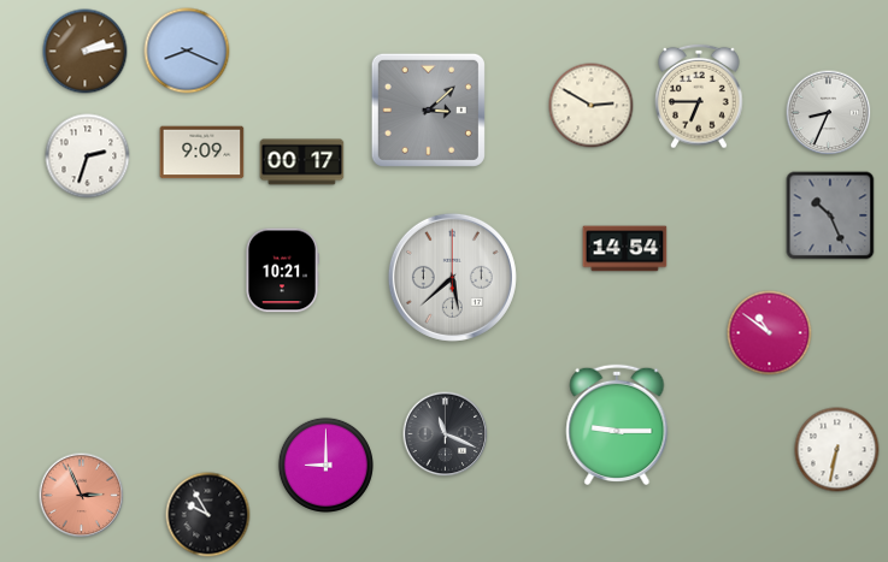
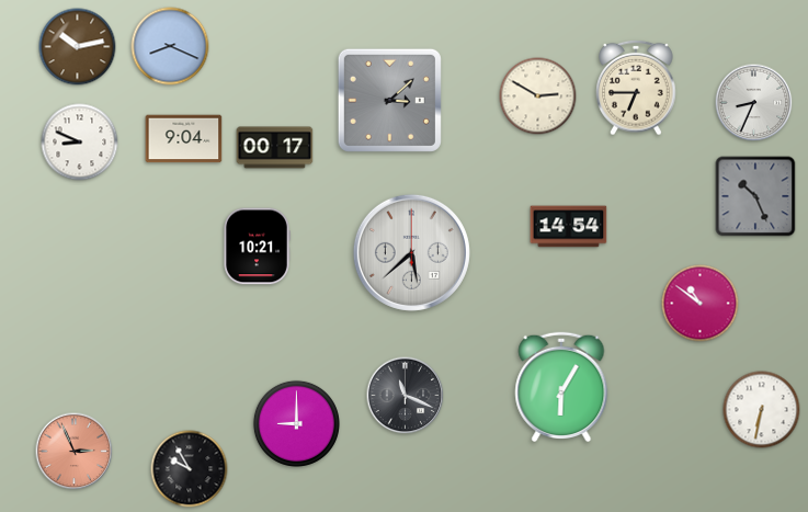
clock at (86, 52): 2:13 -> 10:13
clock at (202, 153): 9:09 -> 9:04
clock at (88, 156): 2:33 -> 8:49
clock at (617, 424): 9:15 -> 6:05
